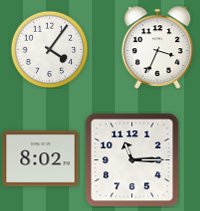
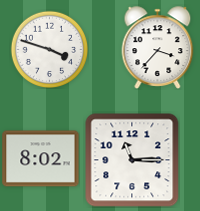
clock at (158, 48): 3:34 -> 3:37
clock at (49, 49): 4:06 -> 3:48
